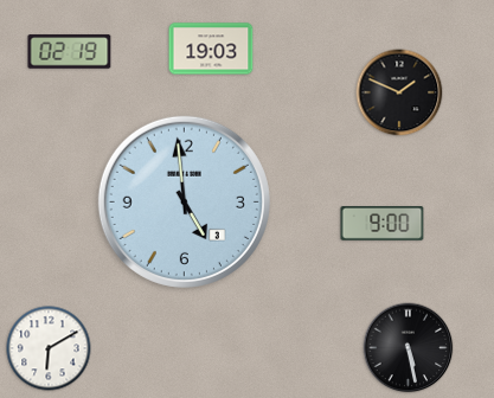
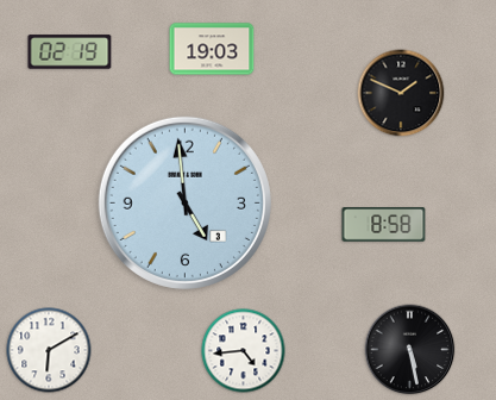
clock at (383, 224): 9:00 -> 8:58
clock at (244, 351): none -> 4:44
